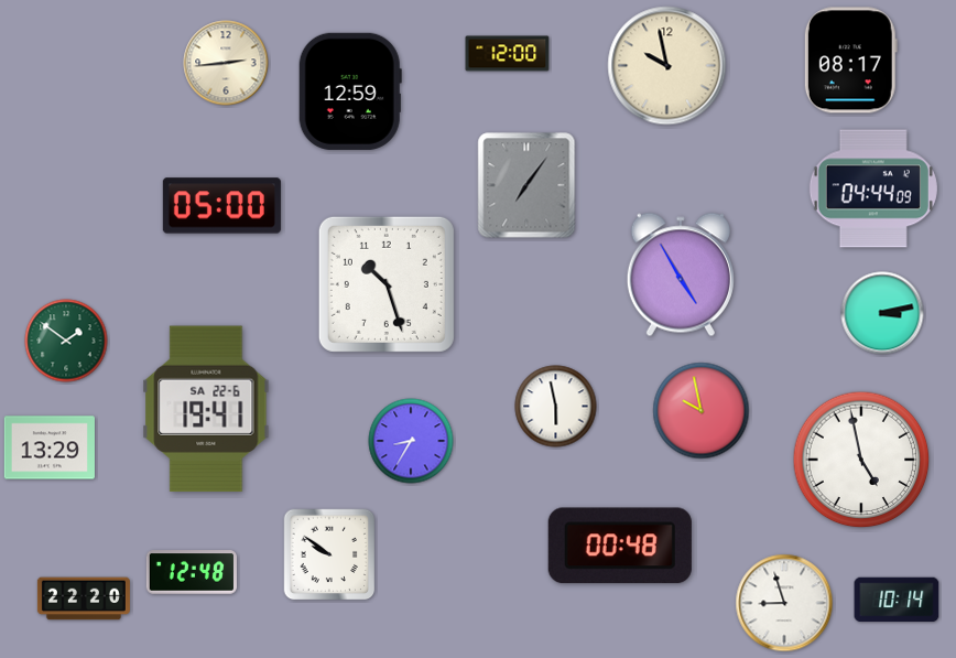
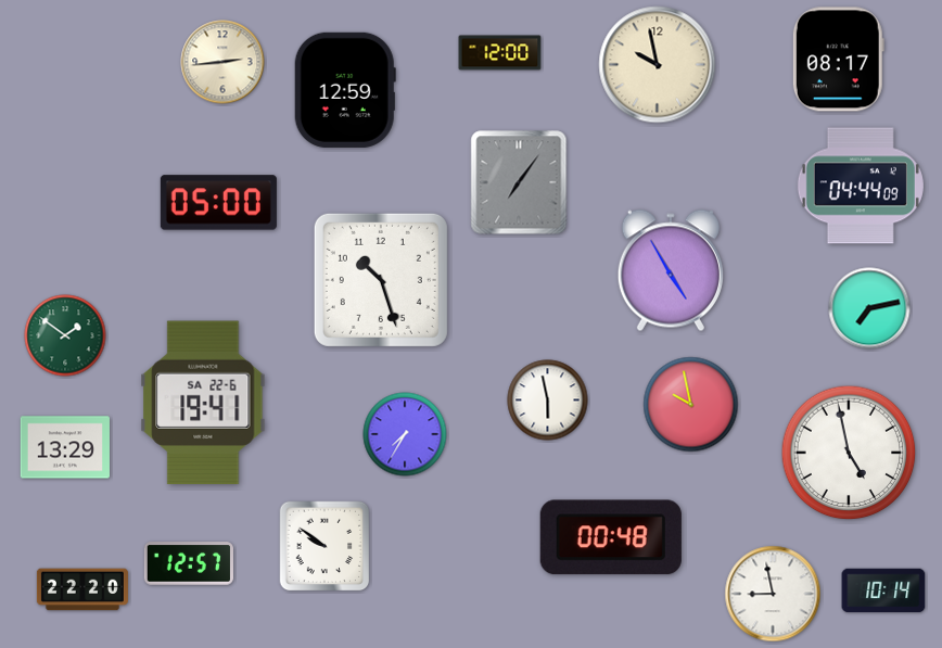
clock at (882, 313): 3:13 -> 7:13
clock at (411, 441): 8:35 -> 7:35
clock at (50, 447) position: (50, 447) -> (65, 447)
clock at (192, 572): 12:48 -> 12:57
clock at (784, 603): 8:57 -> 8:58
